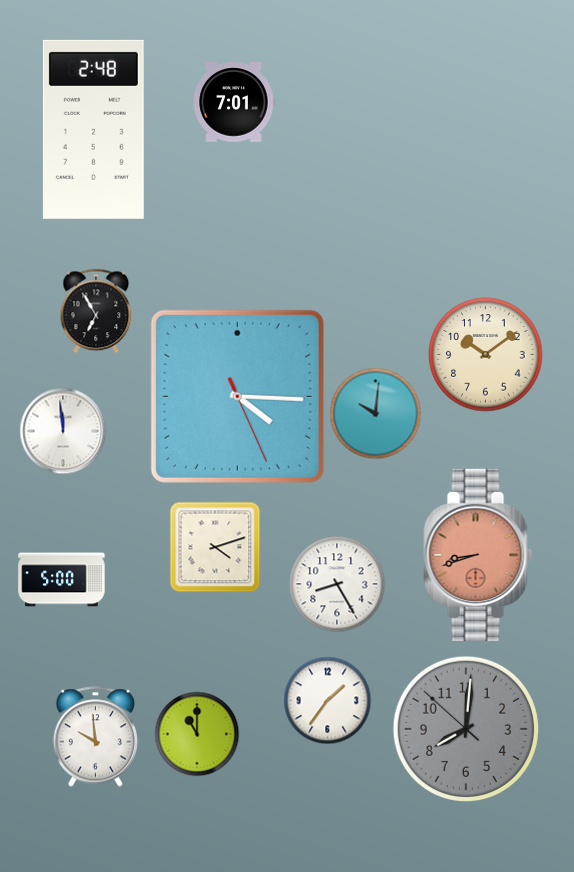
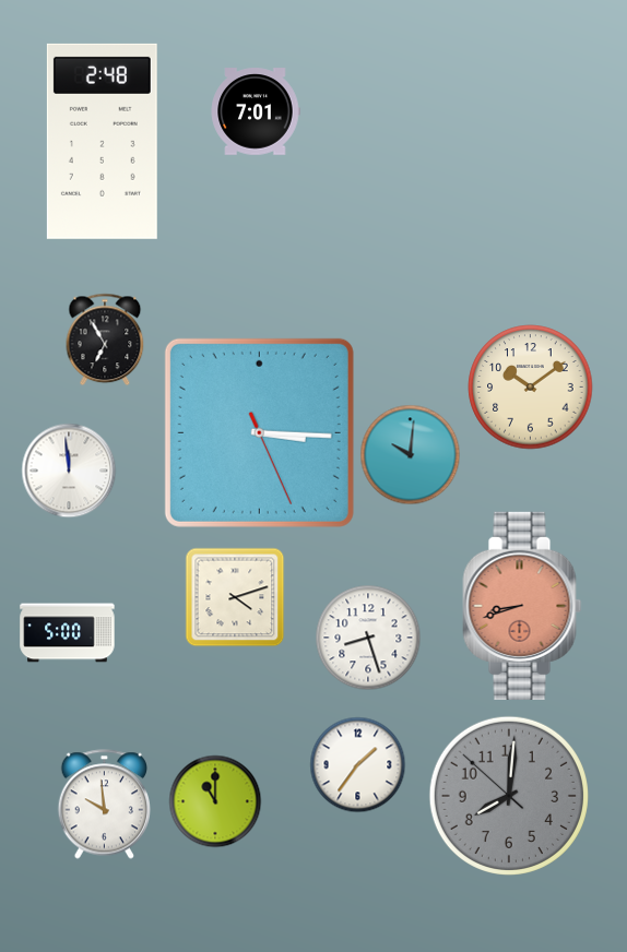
clock at (237, 396): 4:15 -> 3:15
clock at (375, 413) position: (375, 413) -> (410, 454)
clock at (337, 584): 8:25 -> 8:27
